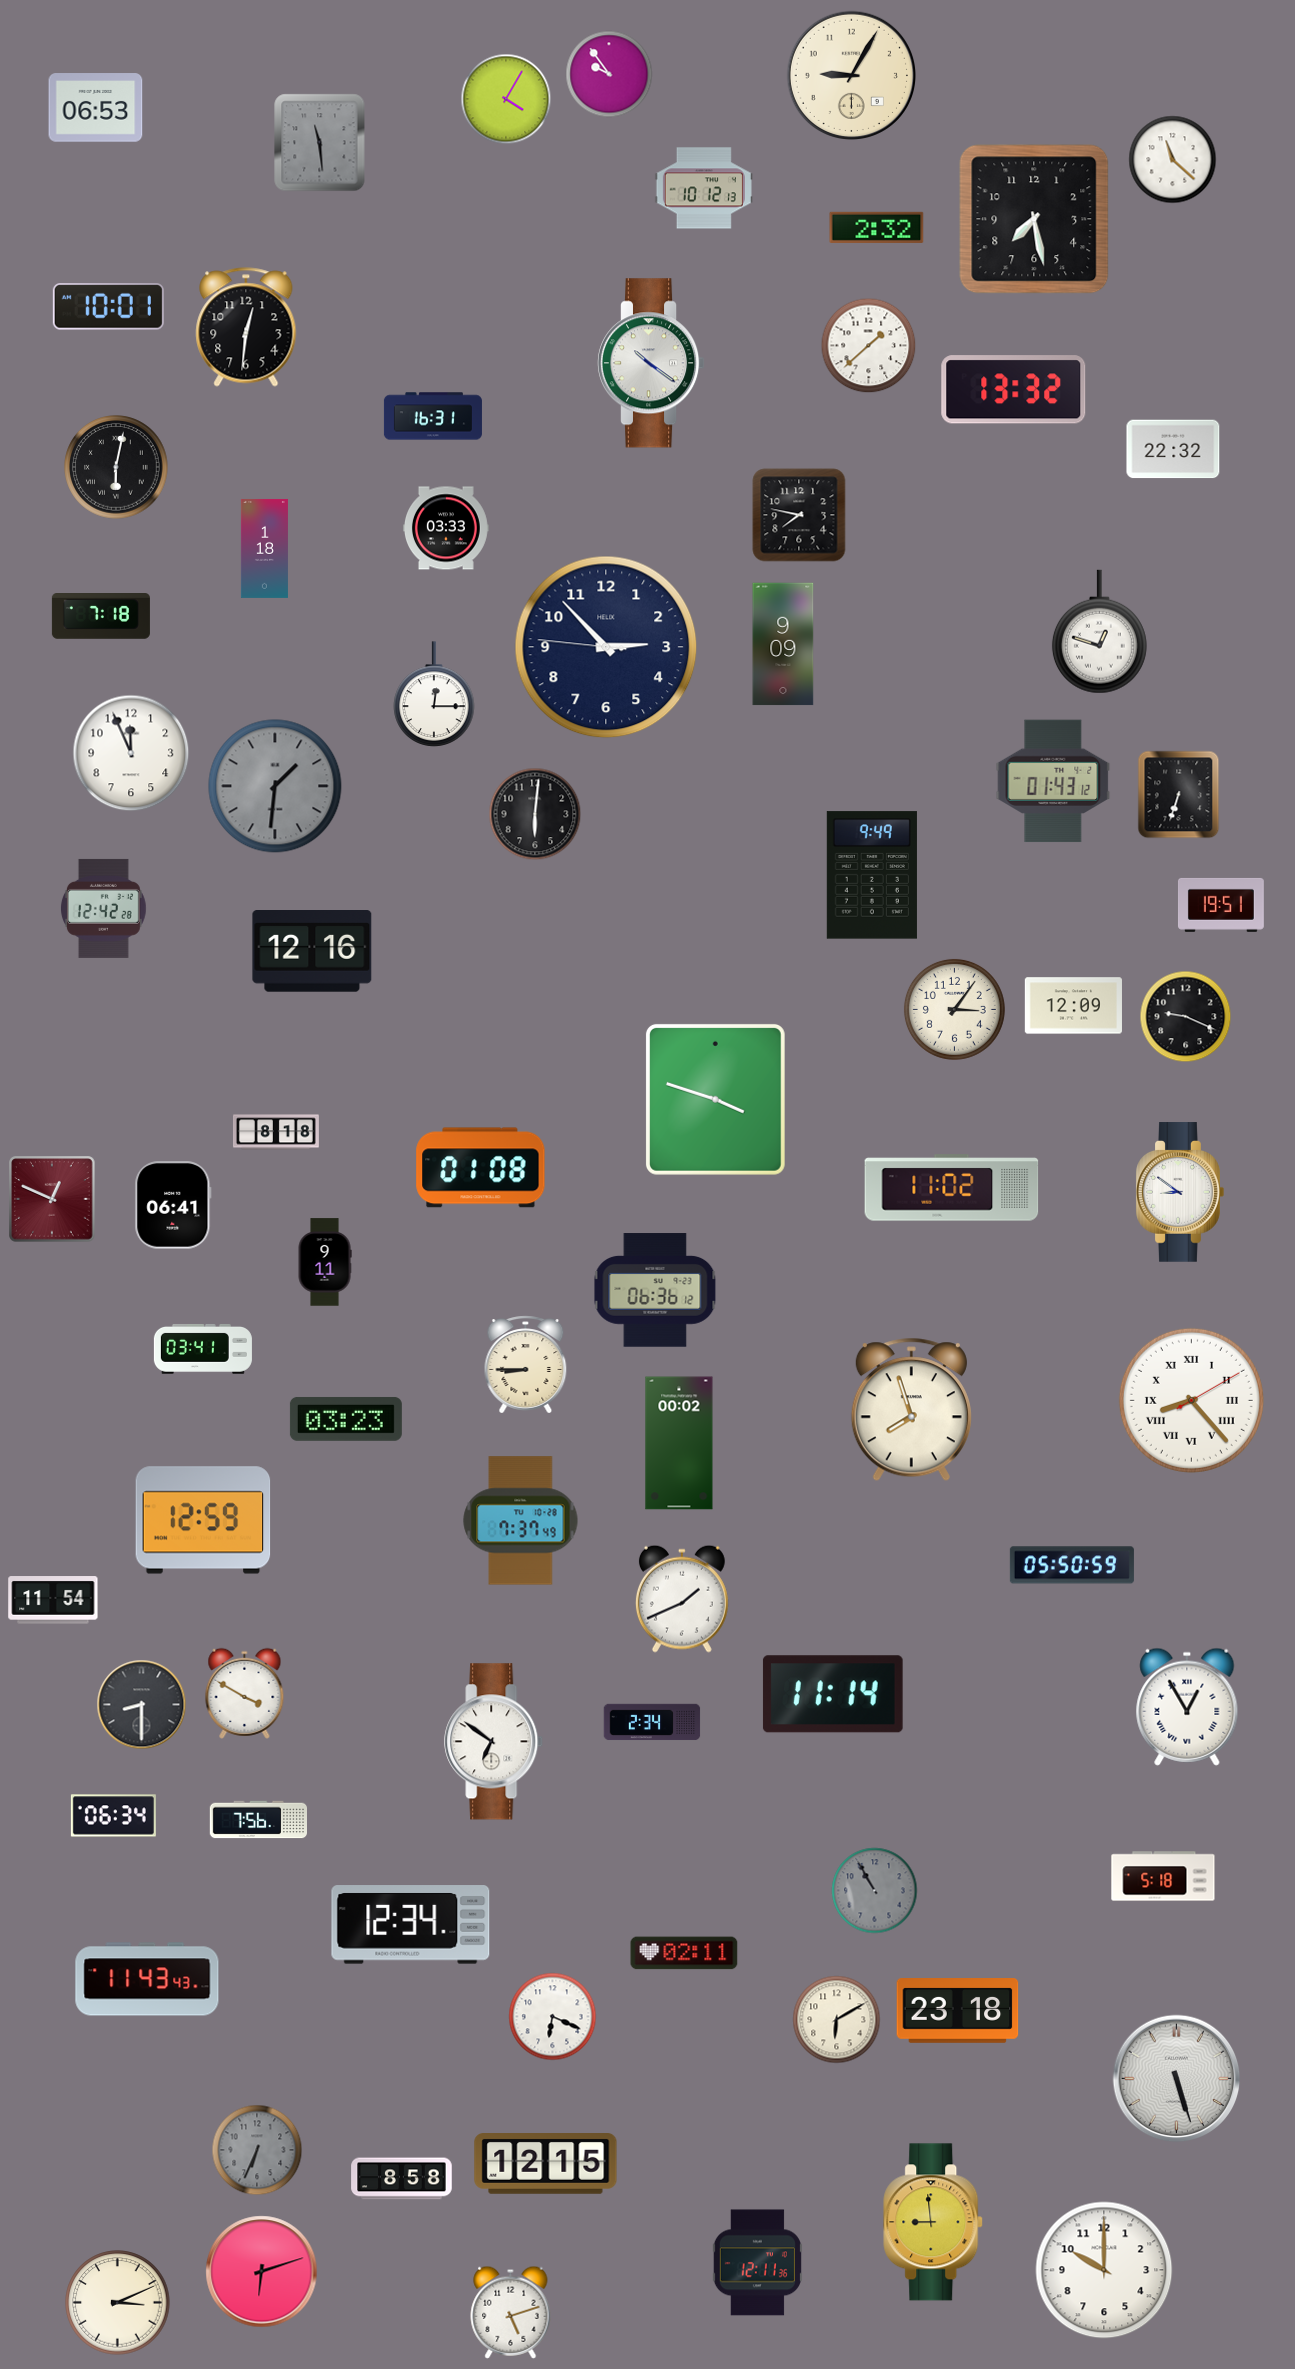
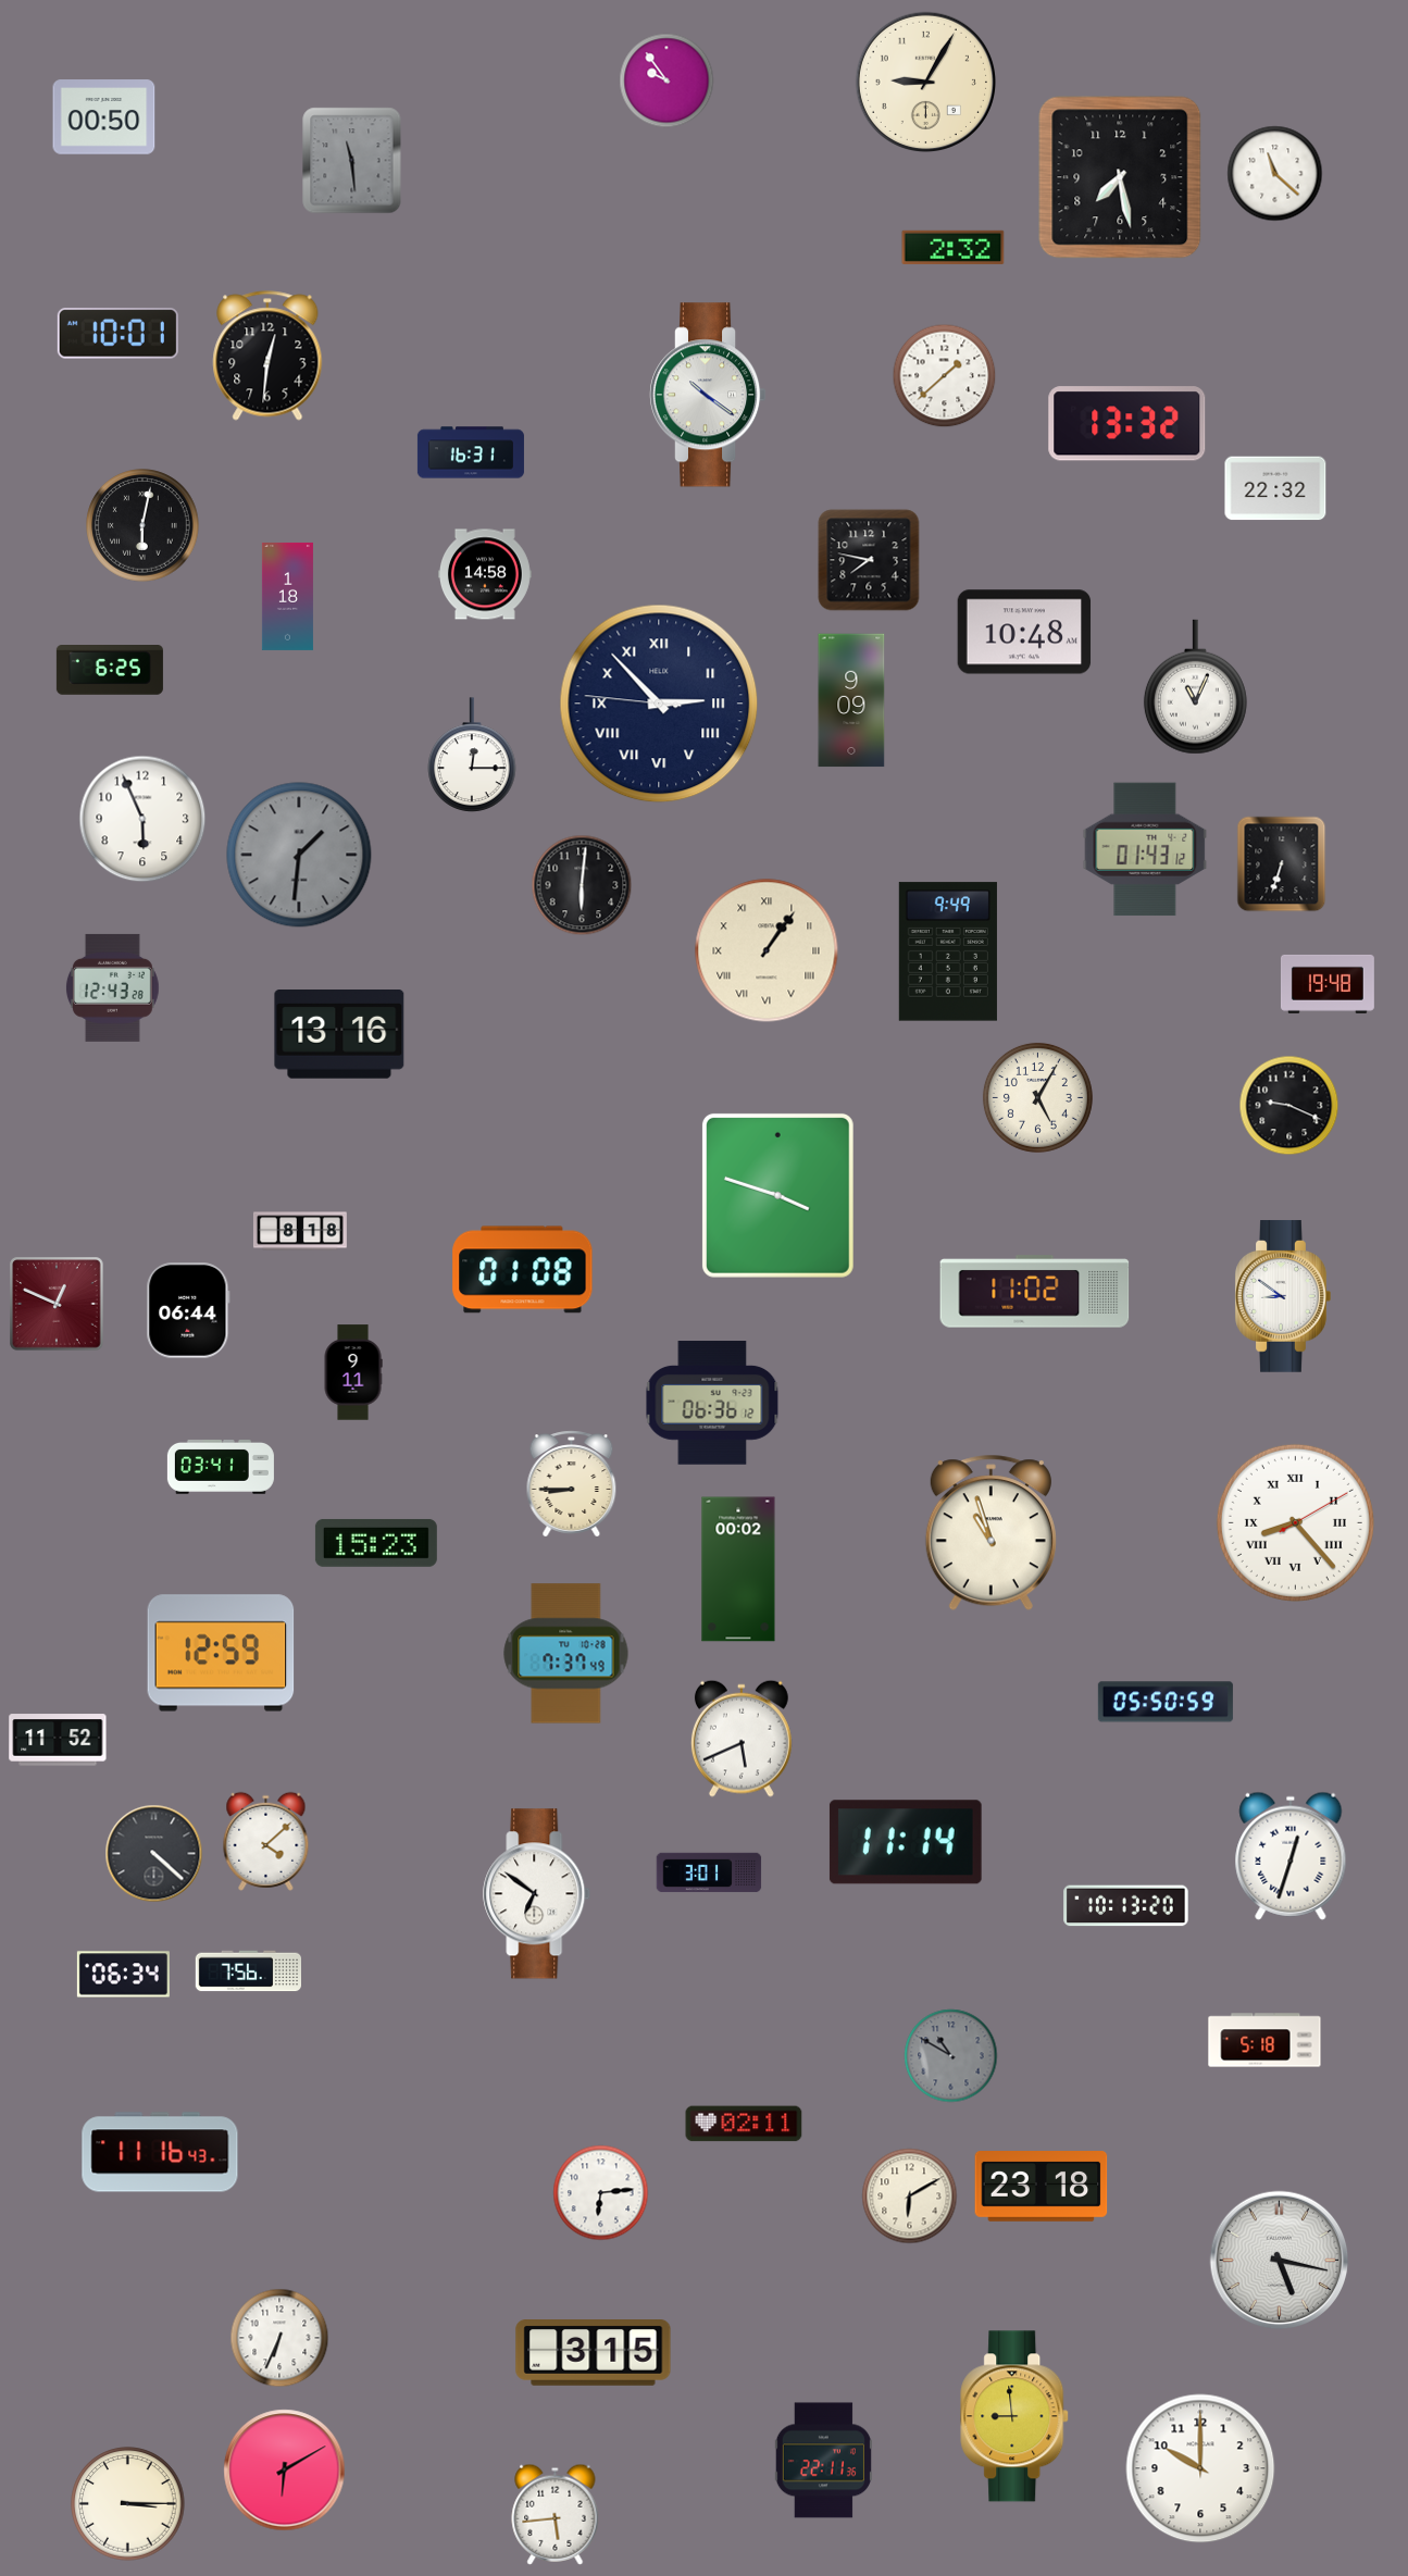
clock at (609, 74) position: (609, 74) -> (666, 80)
clock at (506, 99): 4:05 -> none
clock at (96, 108): 06:53 -> 00:50
clock at (320, 143) position: (320, 143) -> (352, 161)
clock at (704, 188): 10:12 -> none
clock at (1034, 219) position: (1034, 219) -> (1120, 177)
clock at (1014, 390) position: (1014, 390) -> (1127, 424)
clock at (116, 467) position: (116, 467) -> (142, 525)
clock at (446, 528): 03:33 -> 14:58
clock at (1024, 632): none -> 10:48
clock at (101, 617): 7:18 -> 6:25
clock at (1099, 632): 12:48 -> 11:04
clock at (606, 647) numerals: Arabic -> Roman
clock at (131, 753): 11:56 -> 5:56
clock at (767, 950): none -> 1:06
clock at (1221, 905): 19:51 -> 19:48
clock at (103, 908): 12:42 -> 12:43
clock at (312, 952): 12:16 -> 13:16
clock at (1073, 1006): 12:09 -> none
clock at (954, 1009): 3:06 -> 5:05
clock at (173, 1205): 06:41 -> 06:44
clock at (911, 1410): 7:57 -> 10:57
clock at (346, 1419): 03:23 -> 15:23
clock at (682, 1599): 1:41 -> 5:41
clock at (53, 1600): 11:54 -> 11:52
clock at (245, 1693): 3:50 -> 4:08
clock at (142, 1705): 8:30 -> 4:22
clock at (1187, 1707): 12:55 -> 12:33
clock at (652, 1722): 2:34 -> 3:01
clock at (1126, 1906): none -> 10:13
clock at (258, 1820) position: (258, 1820) -> (248, 1971)
clock at (875, 1891): 10:55 -> 10:50
clock at (411, 1925): 12:34 -> none
clock at (147, 1979): 11:43 -> 11:16
clock at (553, 2017): 6:19 -> 6:14
clock at (1177, 2079): 5:27 -> 5:17
clock at (257, 2150) dial: grey -> white
clock at (546, 2164): 12:15 -> 3:15
clock at (402, 2179): 8:58 -> none
clock at (757, 2263): 12:11 -> 22:11
clock at (262, 2272): 6:12 -> 6:10
clock at (118, 2303): 3:11 -> 3:15
clock at (511, 2312): 5:12 -> 5:44
